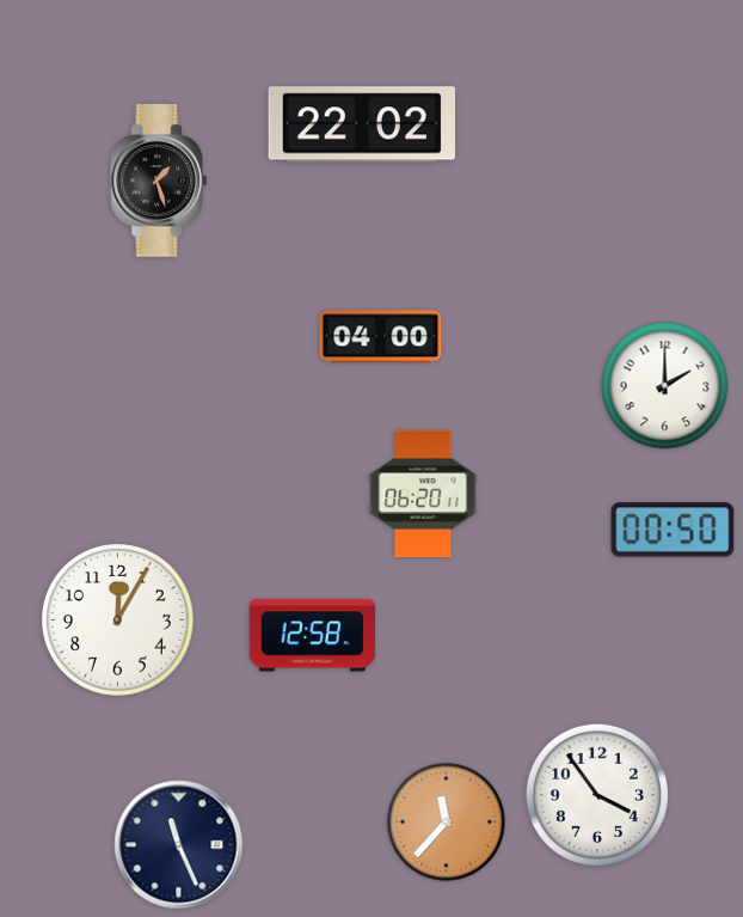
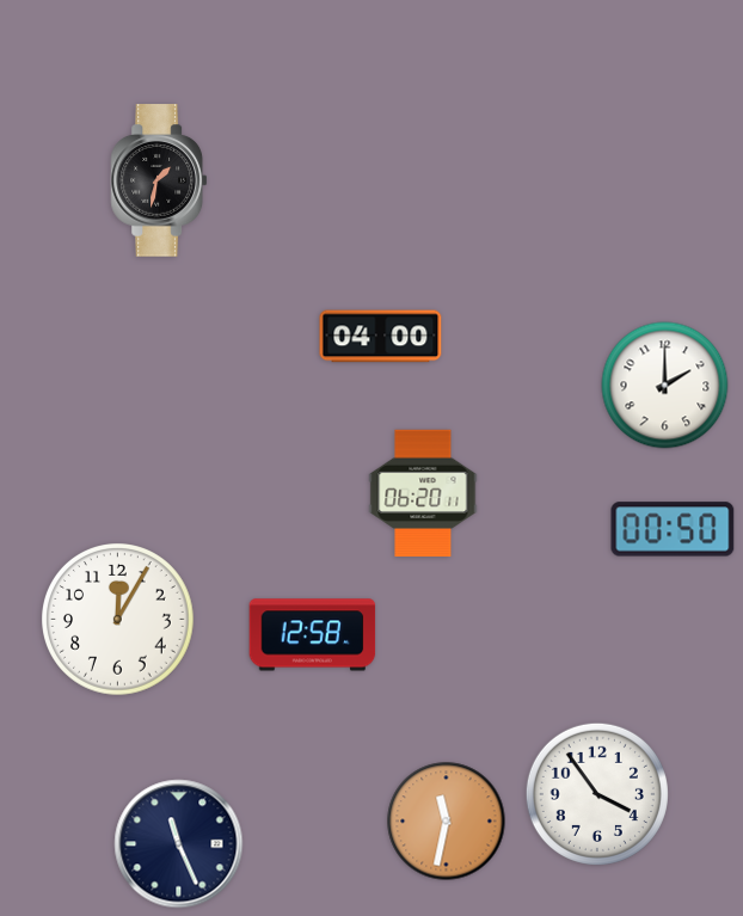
clock at (362, 124): 22:02 -> none
clock at (159, 181): 1:27 -> 1:32
clock at (447, 823): 11:37 -> 11:32
